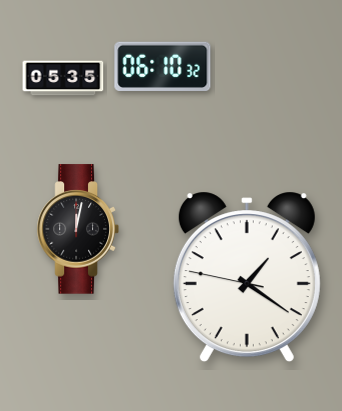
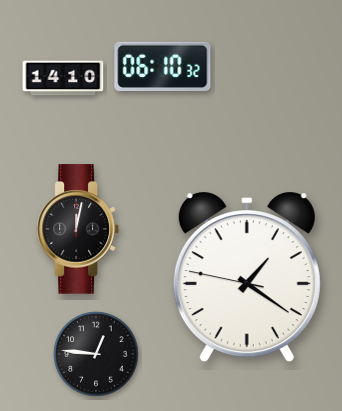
clock at (63, 78): 05:35 -> 14:10
clock at (96, 354): none -> 12:46
